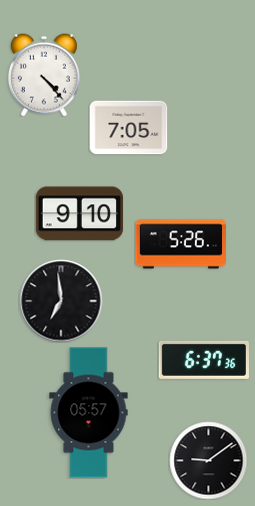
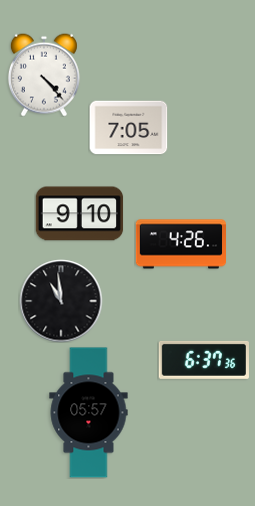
clock at (180, 244): 5:26 -> 4:26
clock at (61, 301): 6:59 -> 10:59
clock at (208, 460): 9:09 -> none
